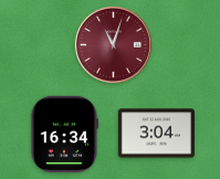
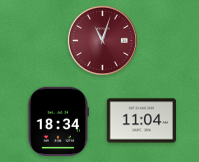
clock at (65, 134): 16:34 -> 18:34
clock at (156, 134): 3:04 -> 11:04
